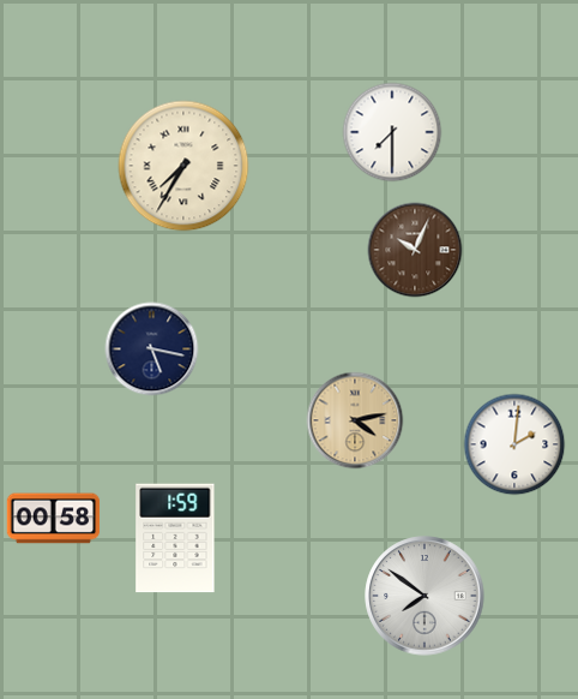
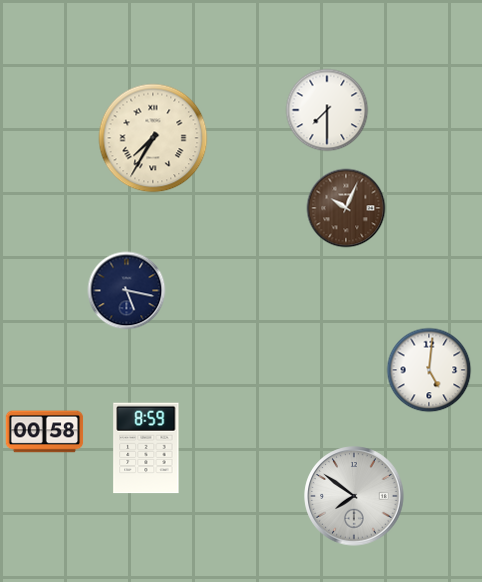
clock at (355, 420): 4:13 -> none
clock at (514, 444): 2:01 -> 5:01
clock at (175, 538): 1:59 -> 8:59
